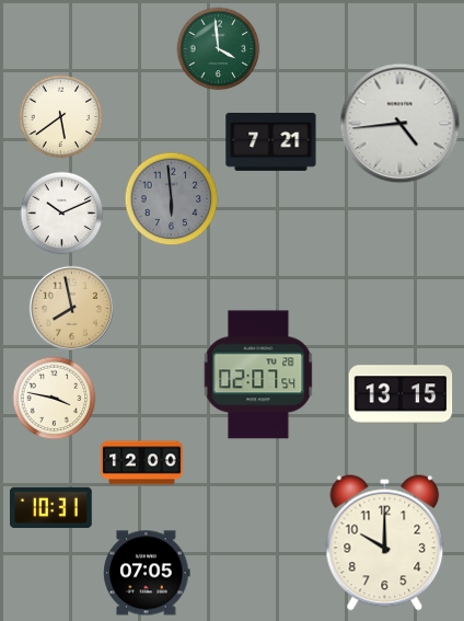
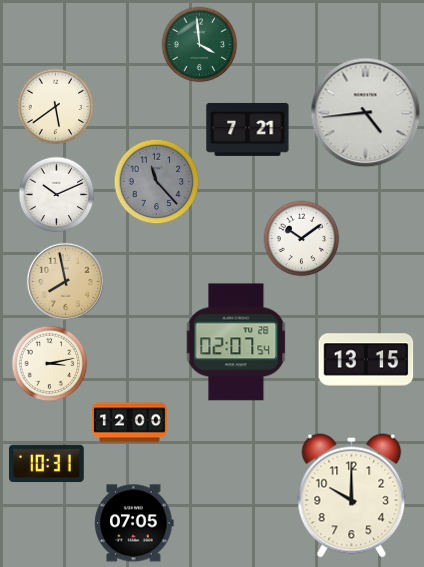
clock at (172, 199): 5:59 -> 11:23
clock at (302, 239): none -> 10:09
clock at (55, 399): 3:47 -> 3:13
